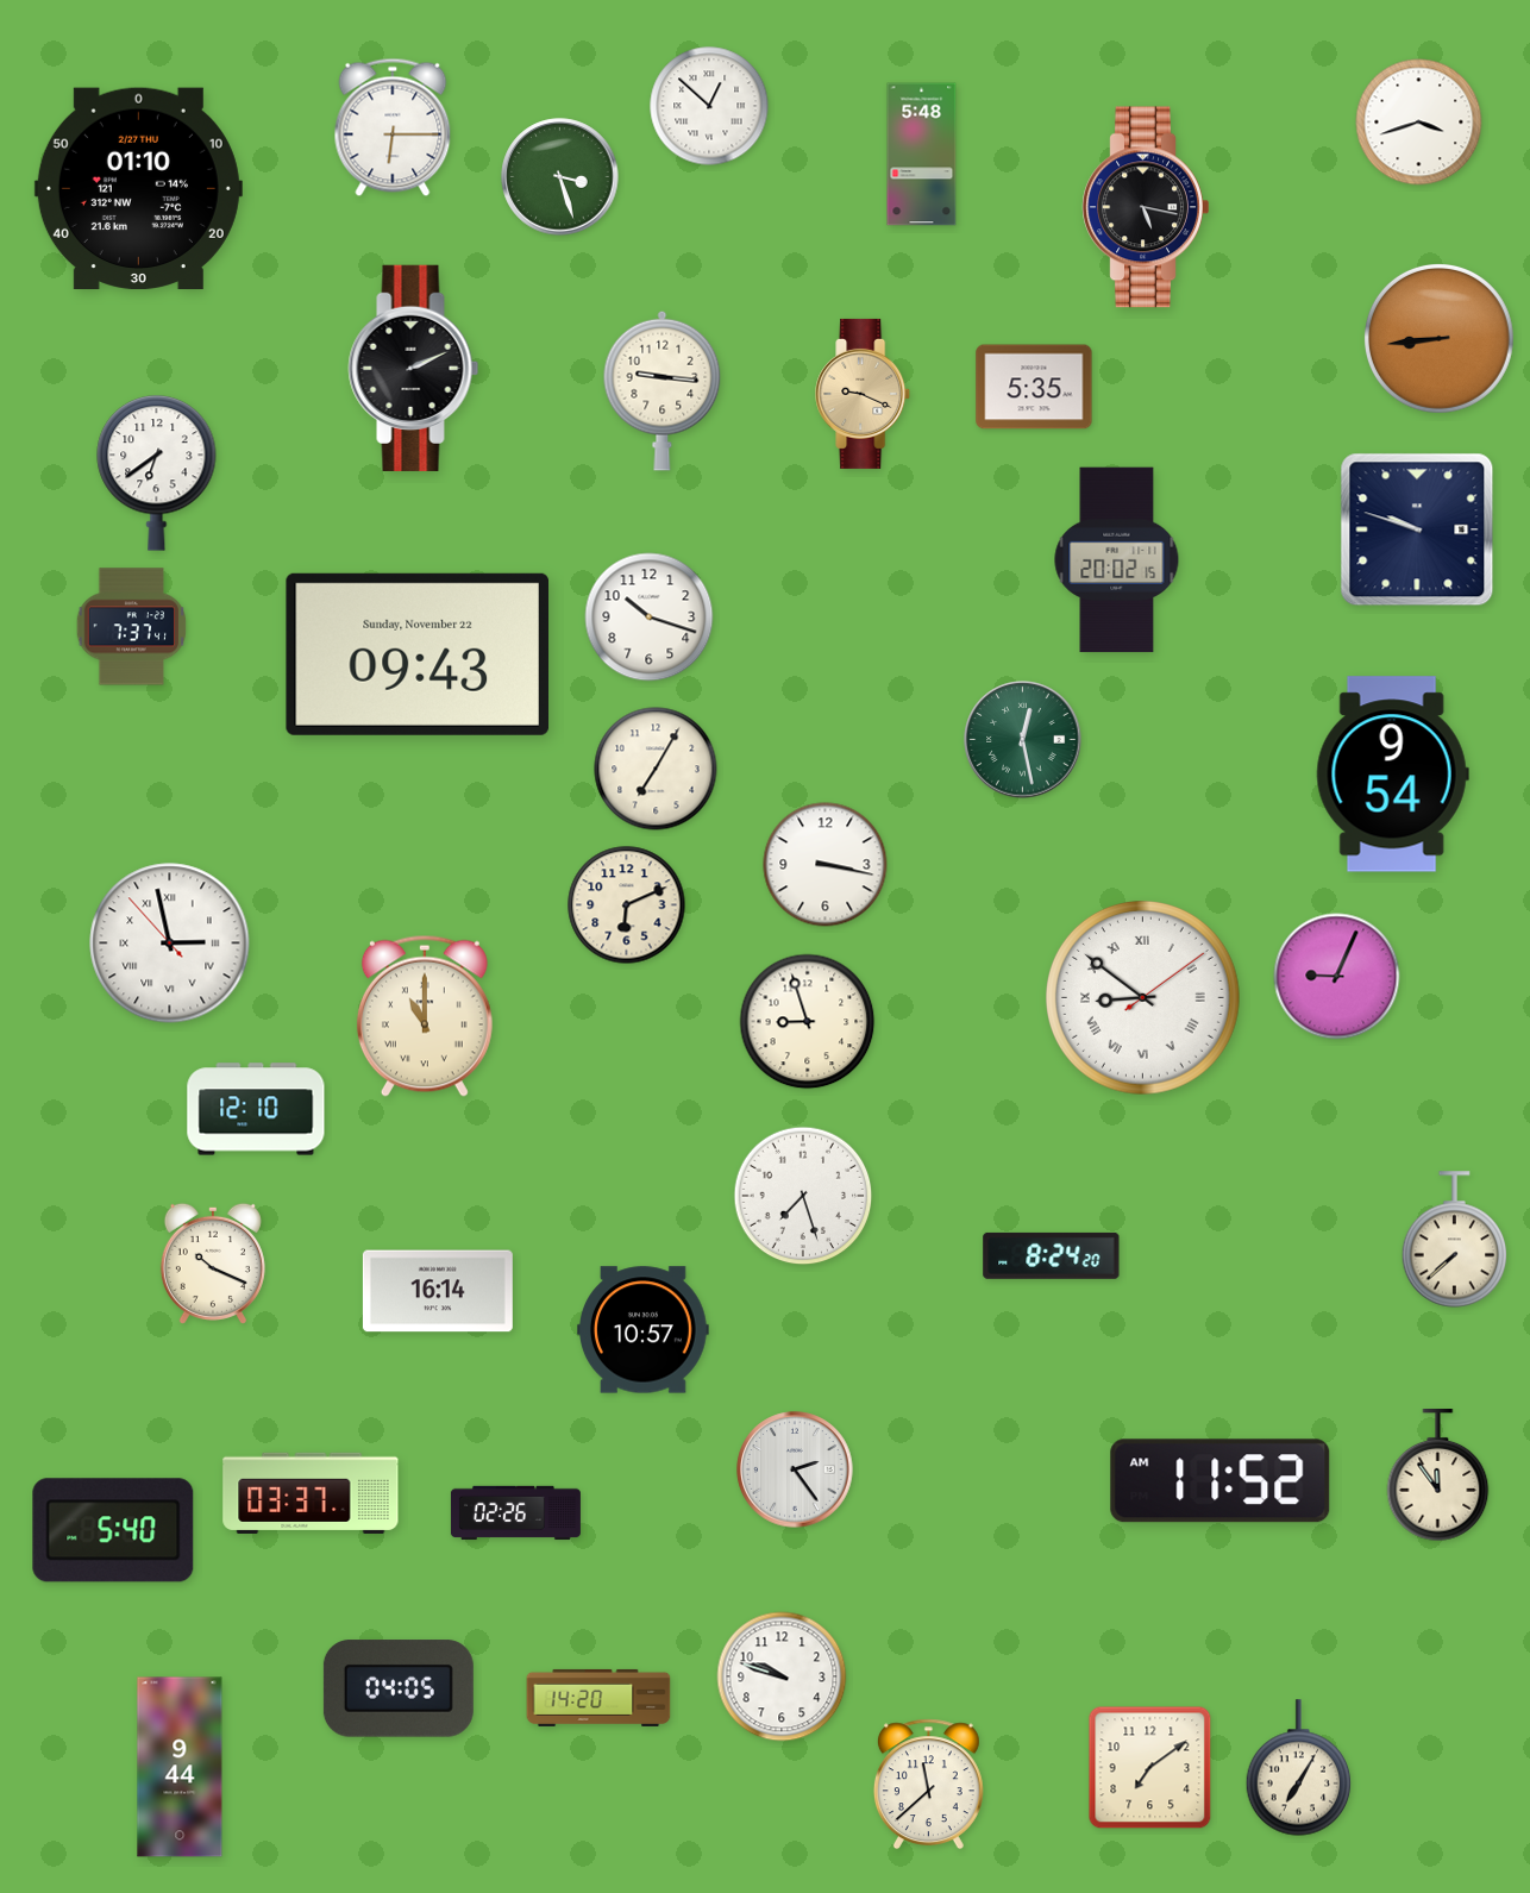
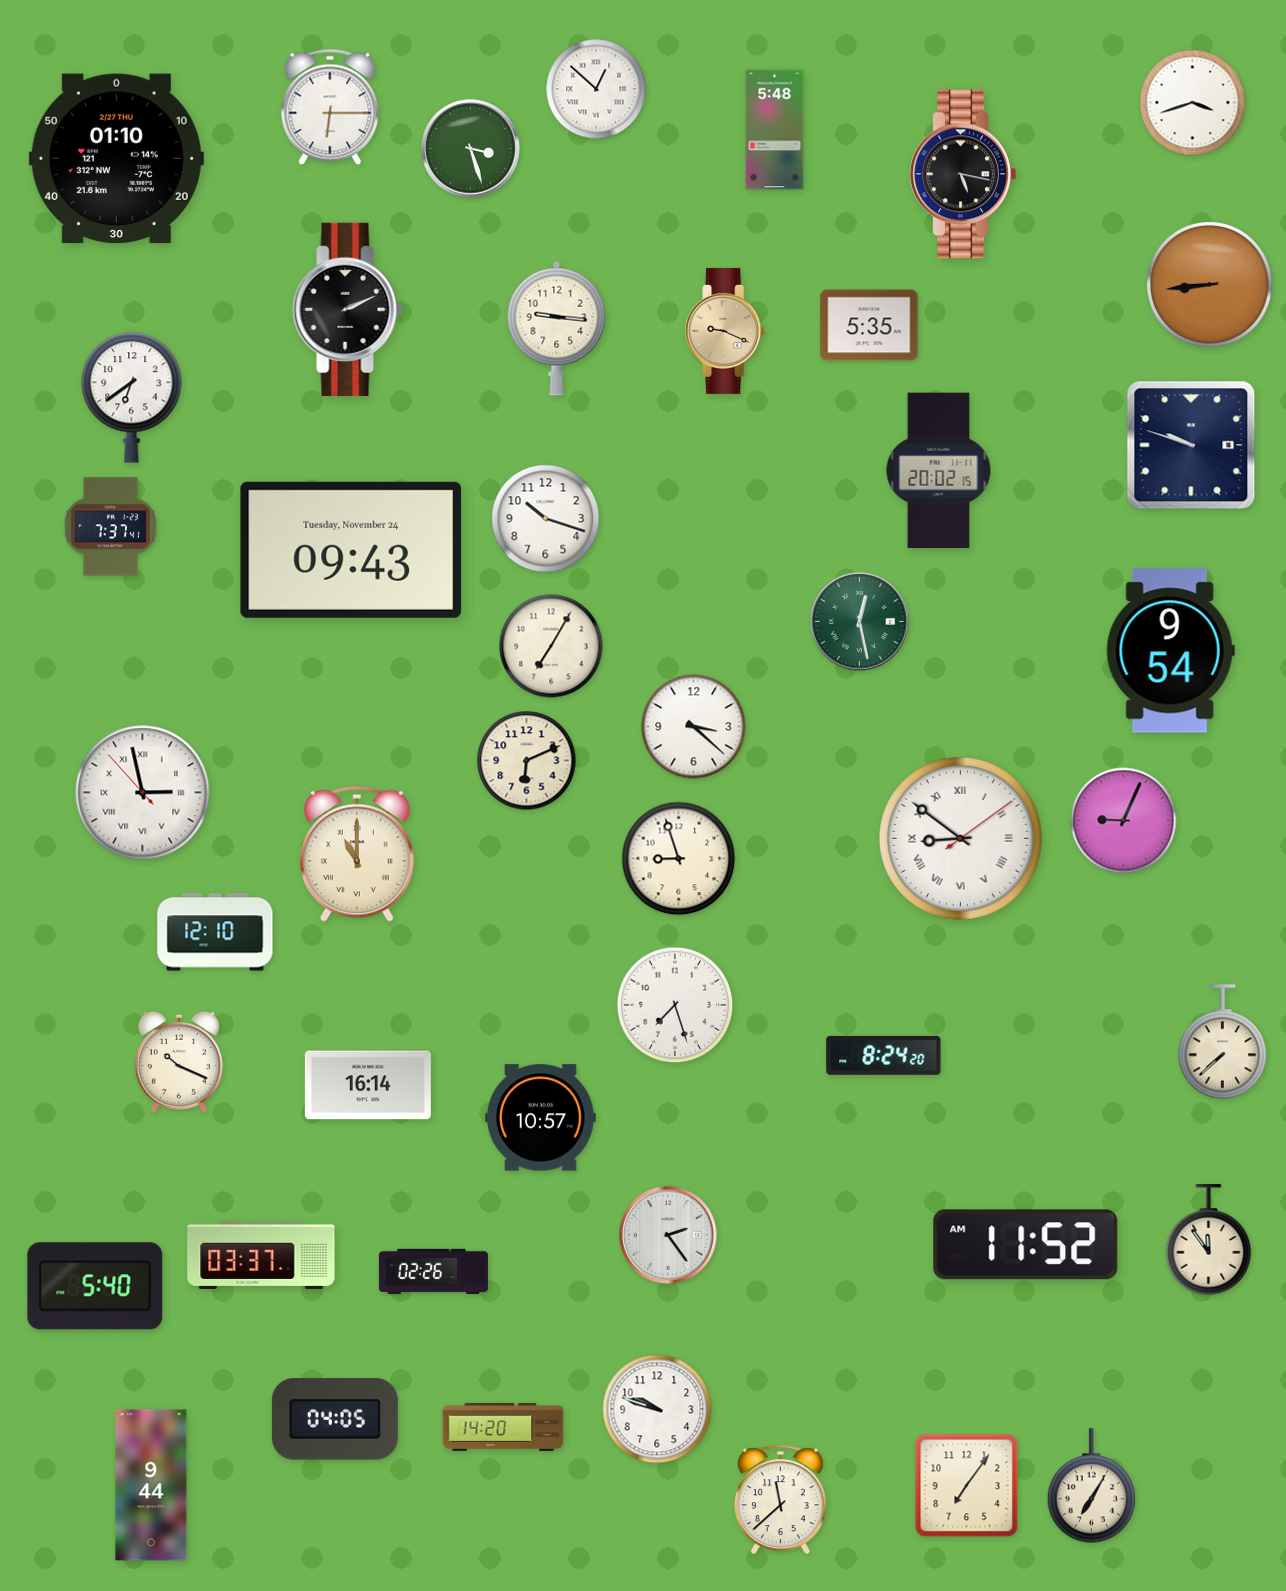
clock at (418, 654) date: Sunday, November 22 -> Tuesday, November 24
clock at (826, 865): 3:17 -> 3:22
clock at (1150, 1768): 7:09 -> 7:06
